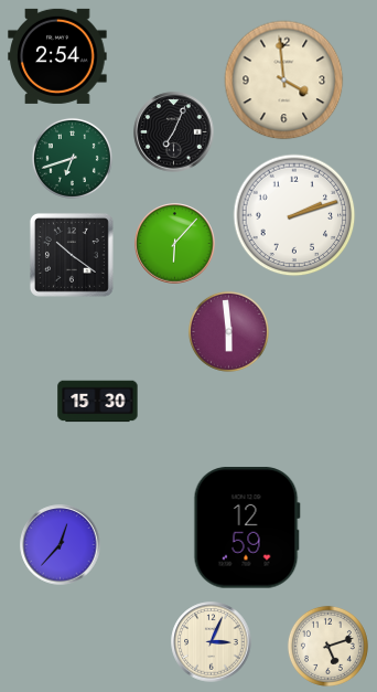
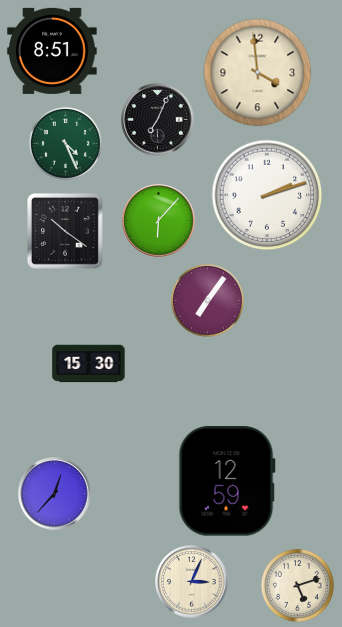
clock at (57, 56): 2:54 -> 8:51
clock at (72, 158): 6:42 -> 4:26
clock at (228, 331): 5:59 -> 7:06
clock at (247, 528) position: (247, 528) -> (227, 481)
